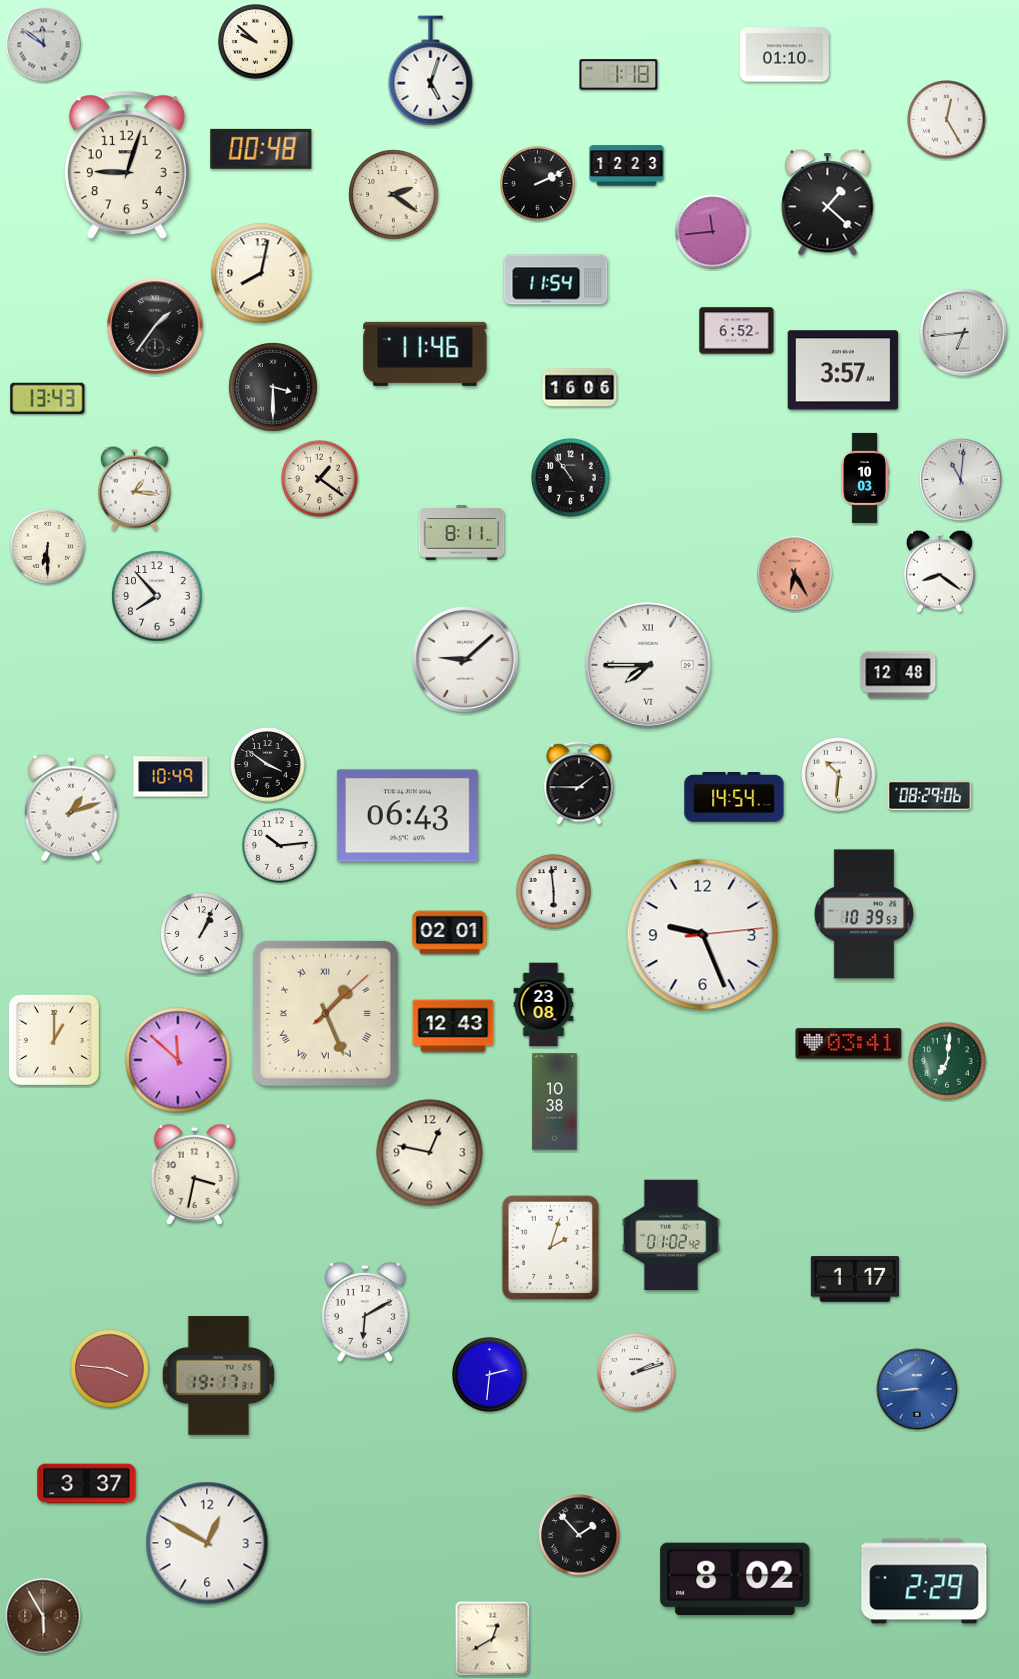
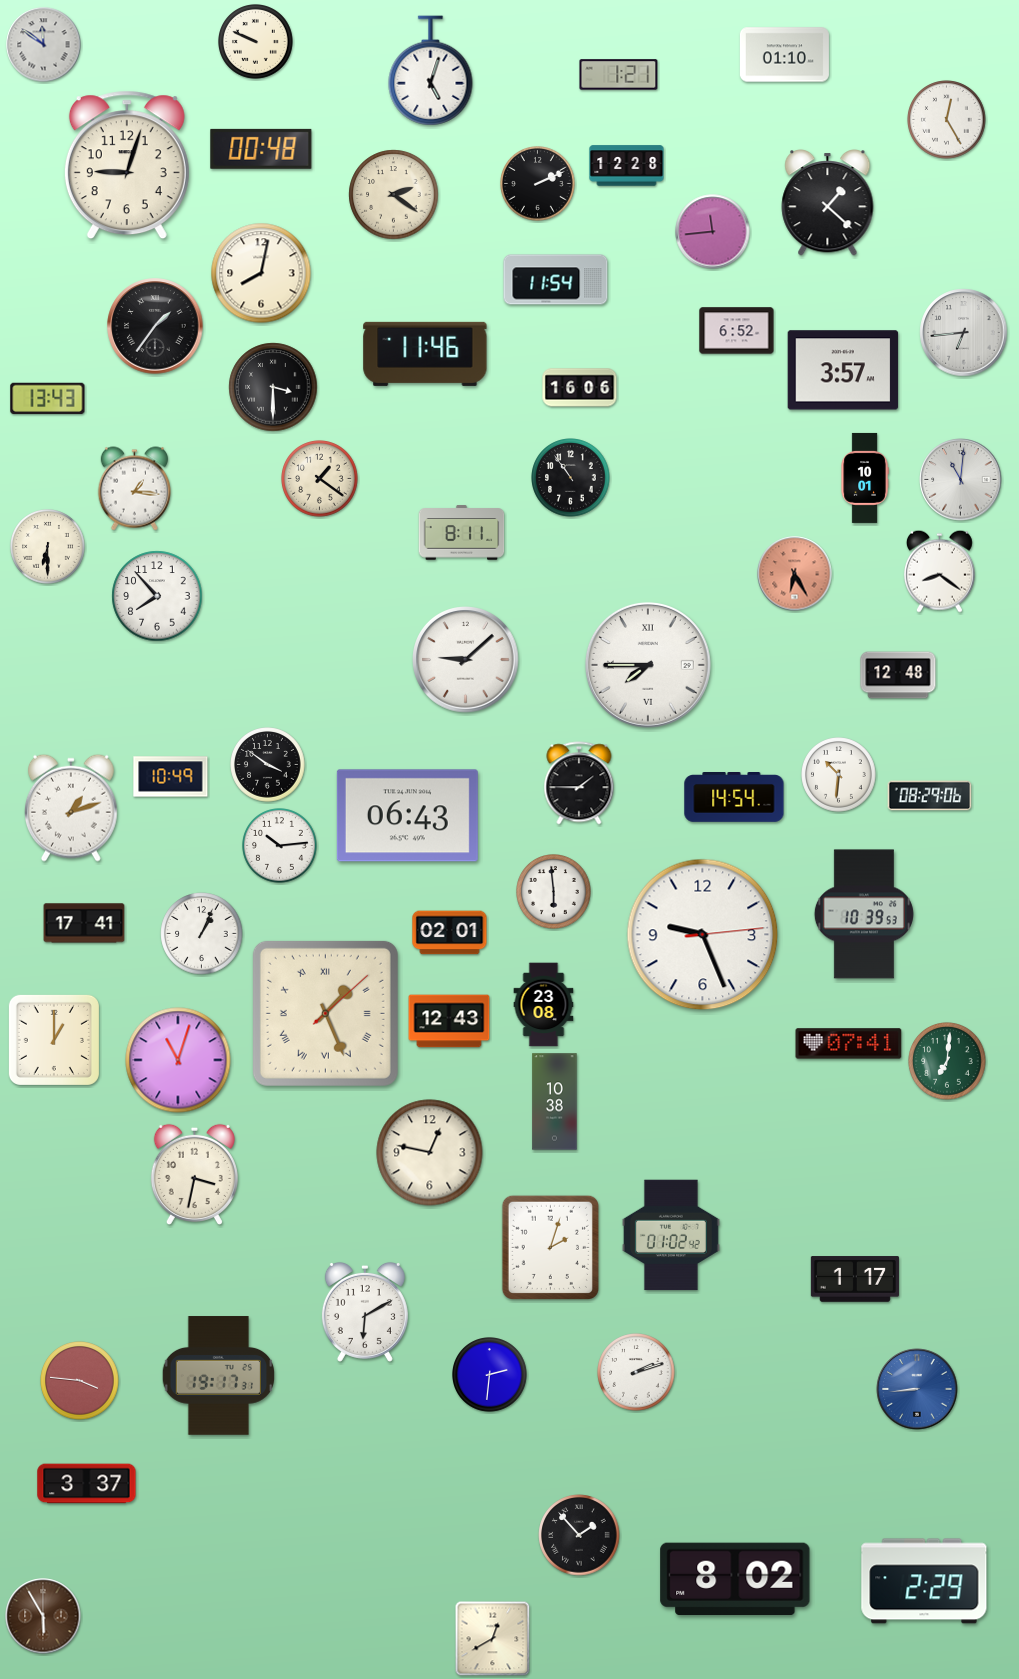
clock at (256, 42): 9:52 -> 9:49
clock at (619, 75): 1:18 -> 1:21
clock at (627, 166): 12:23 -> 12:28
clock at (865, 478): 10:03 -> 10:01
clock at (84, 923): none -> 17:41
clock at (453, 1026) position: (453, 1026) -> (449, 1021)
clock at (849, 1044): 03:41 -> 07:41
clock at (178, 1060): 11:52 -> 11:03
clock at (110, 1369) position: (110, 1369) -> (80, 1381)
clock at (207, 1543): 12:50 -> none
